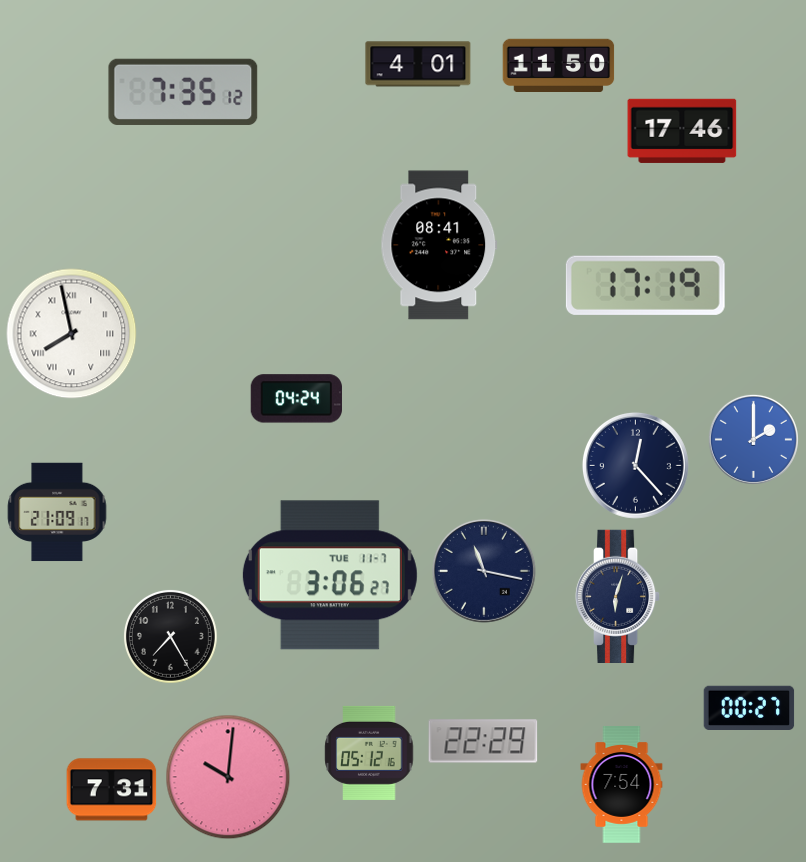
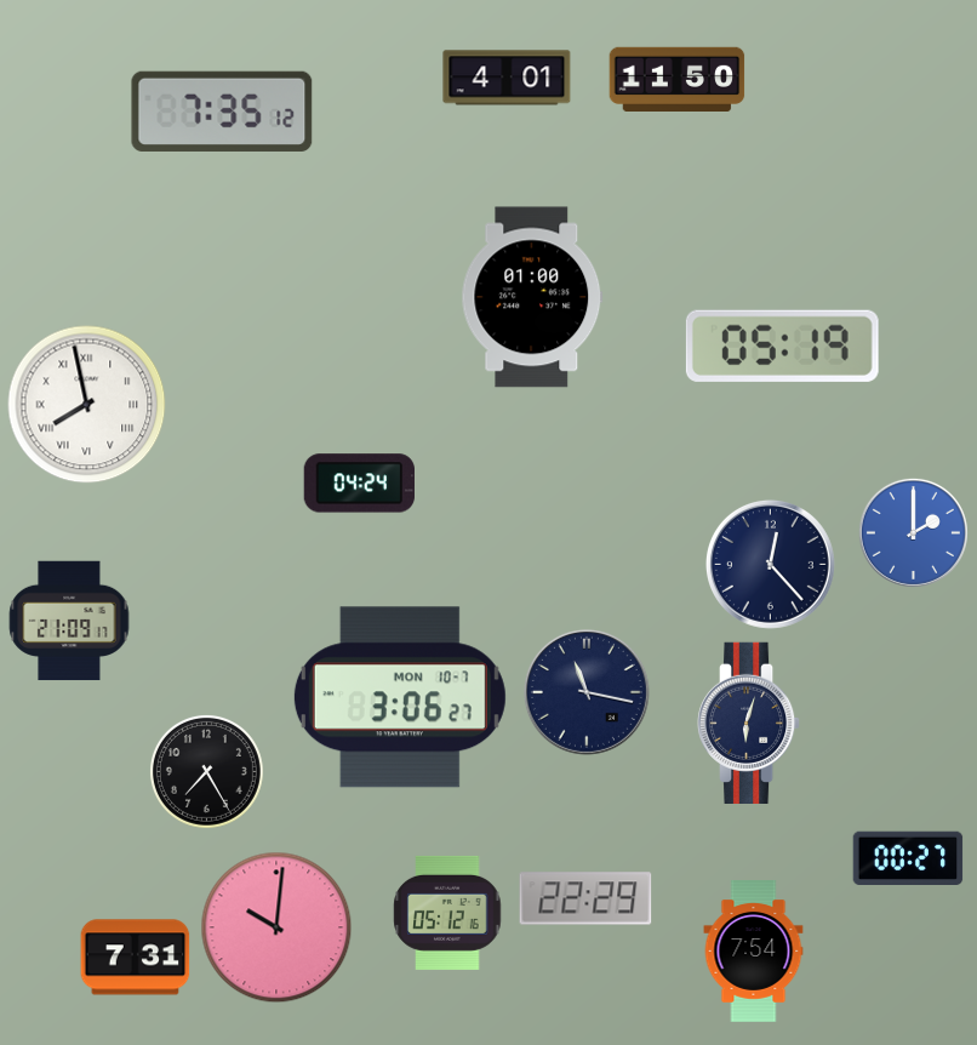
clock at (682, 131): 17:46 -> none
clock at (439, 245): 08:41 -> 01:00
clock at (645, 285): 17:19 -> 05:19
clock at (330, 575) date: TUE 11-7 -> MON 10-7
clock at (228, 777) position: (228, 777) -> (276, 927)
